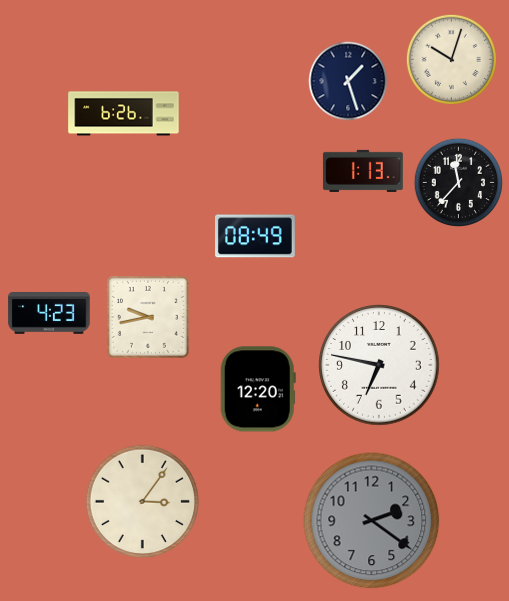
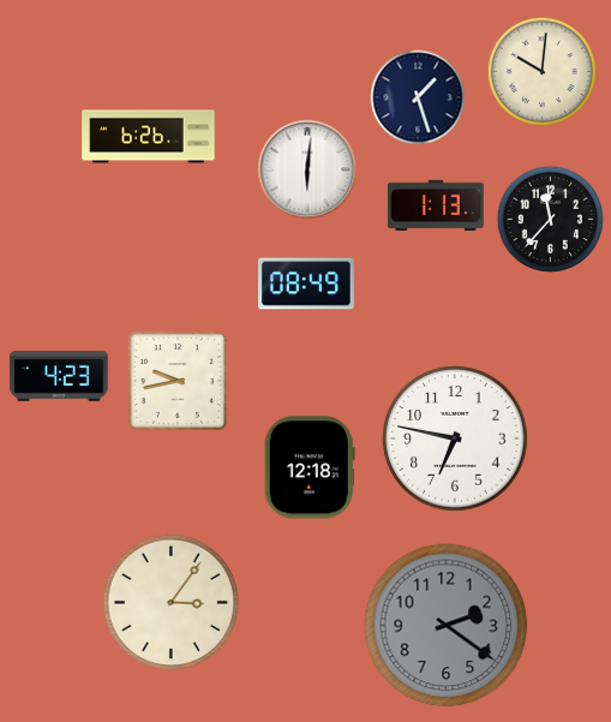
clock at (451, 59): 10:03 -> 10:01
clock at (307, 169): none -> 6:01
clock at (258, 389): 12:20 -> 12:18
